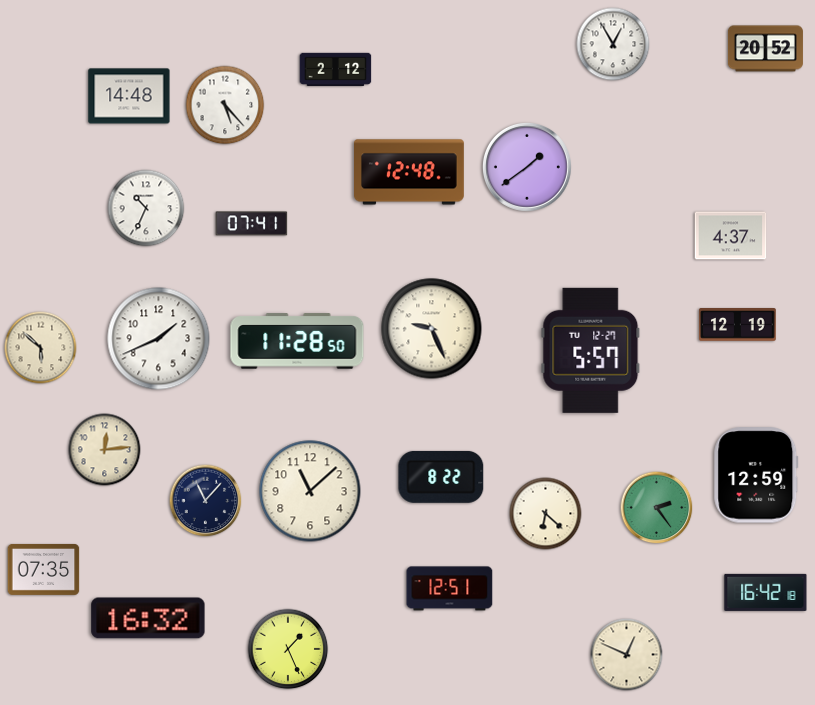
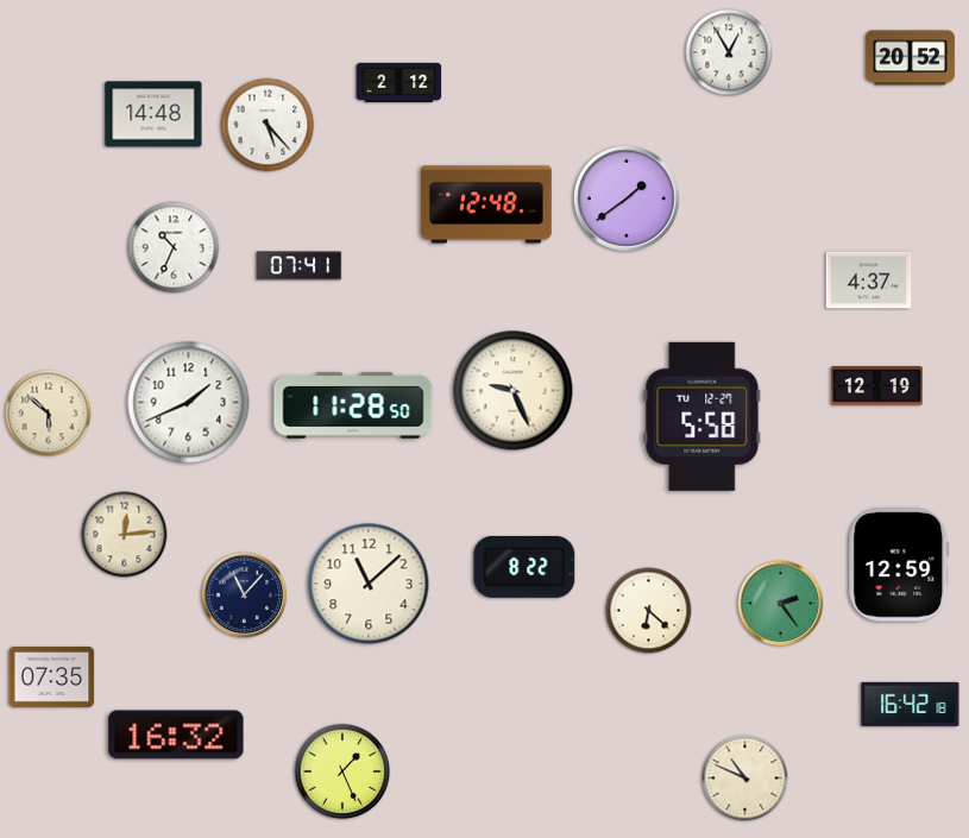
clock at (591, 350): 5:57 -> 5:58
clock at (450, 589): 12:51 -> none
clock at (627, 655): 12:49 -> 10:49
